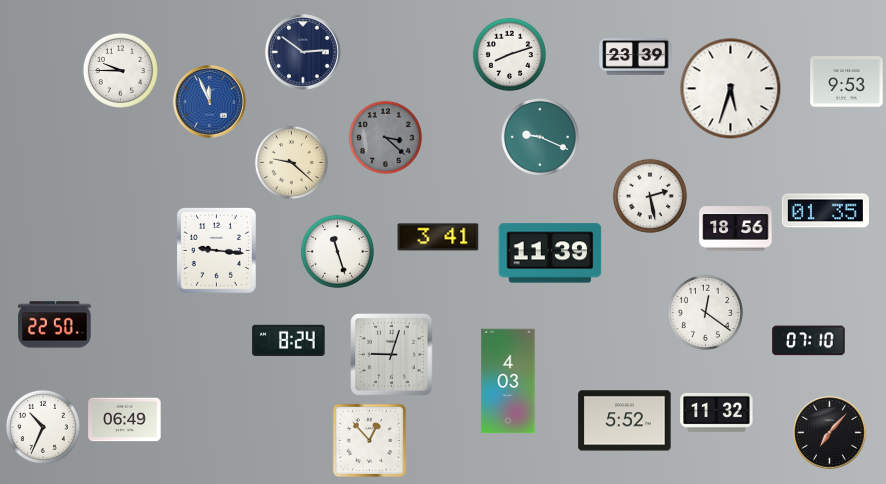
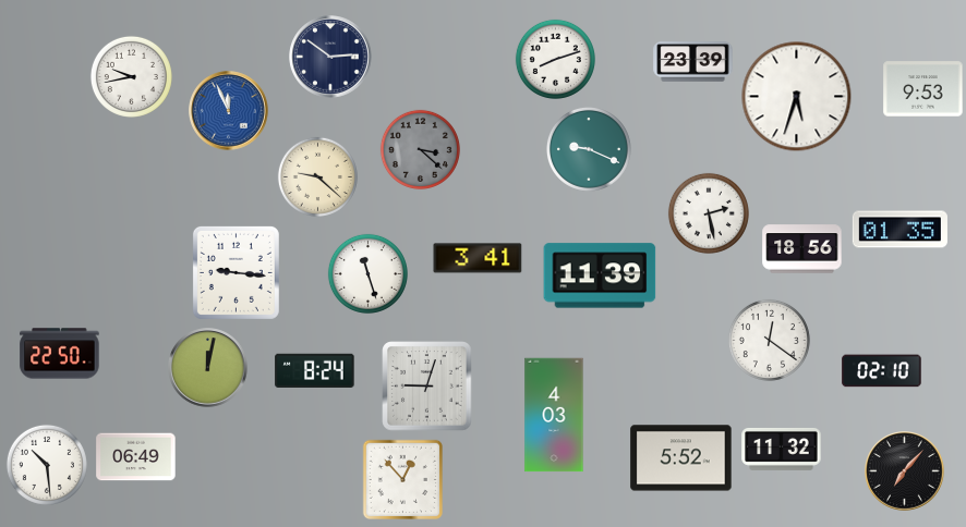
clock at (120, 70): 9:45 -> 9:43
clock at (208, 368): none -> 12:02
clock at (809, 341): 07:10 -> 02:10
clock at (43, 427): 10:34 -> 10:29
